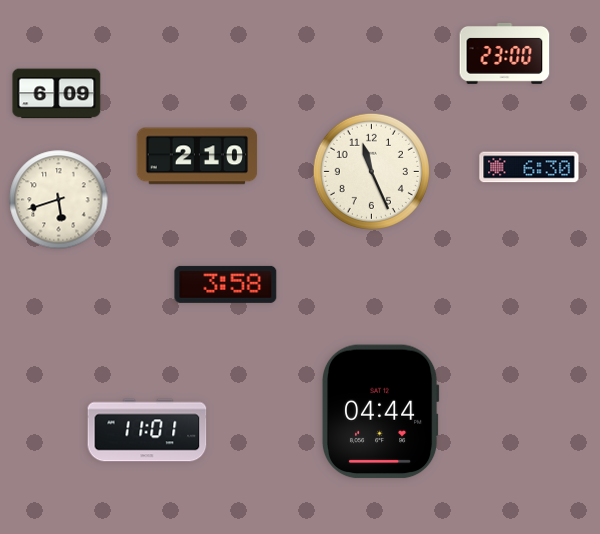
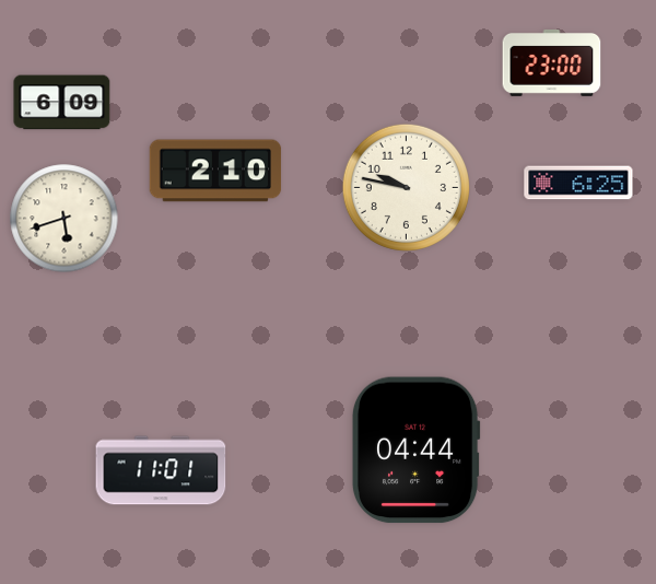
clock at (505, 53) position: (505, 53) -> (552, 62)
clock at (529, 167): 6:30 -> 6:25
clock at (371, 171): 11:26 -> 9:47
clock at (226, 284): 3:58 -> none
